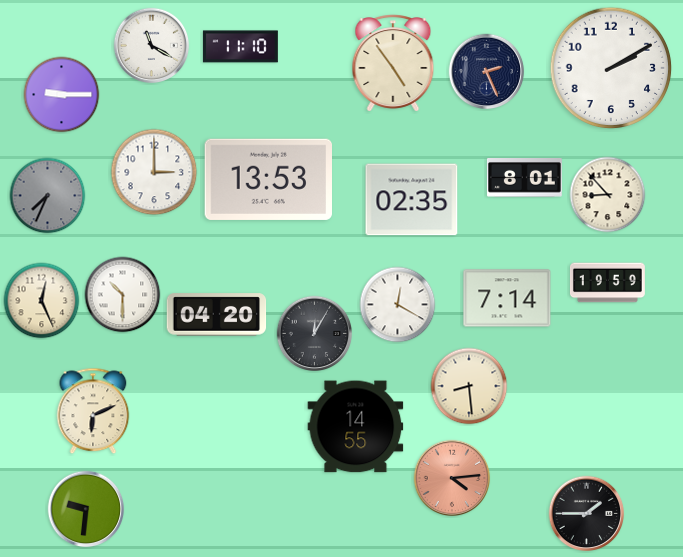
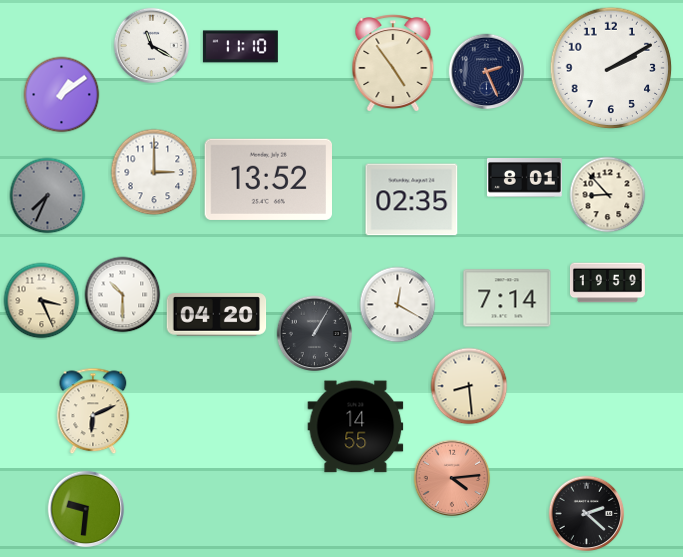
clock at (62, 95): 9:15 -> 1:09
clock at (269, 179): 13:53 -> 13:52
clock at (42, 301): 12:26 -> 3:26
clock at (315, 334): 12:05 -> 1:05
clock at (587, 514): 1:45 -> 2:22
